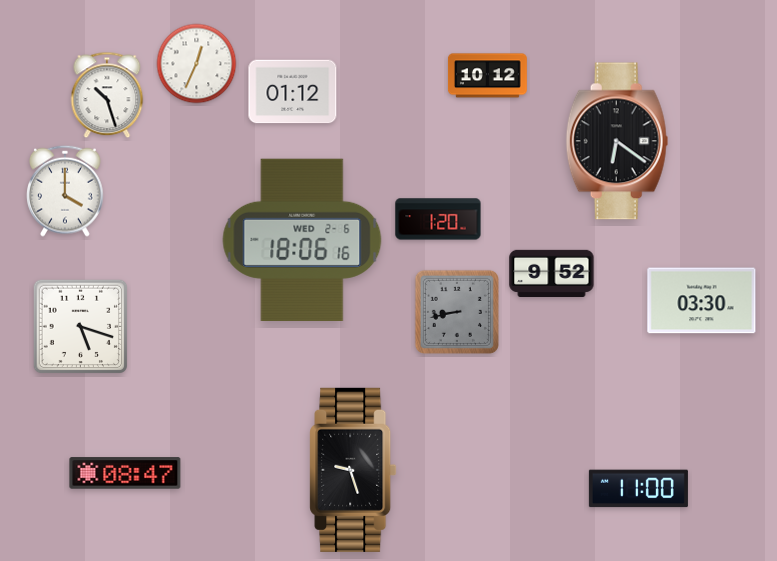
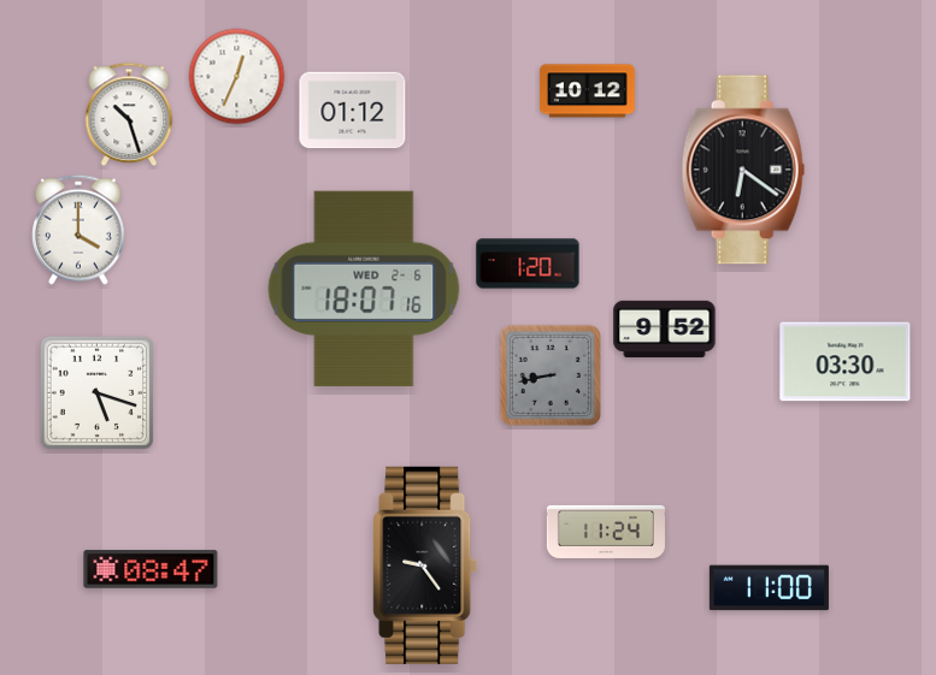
clock at (302, 239): 18:06 -> 18:07
clock at (606, 532): none -> 11:24
clock at (353, 470): 9:27 -> 9:24
